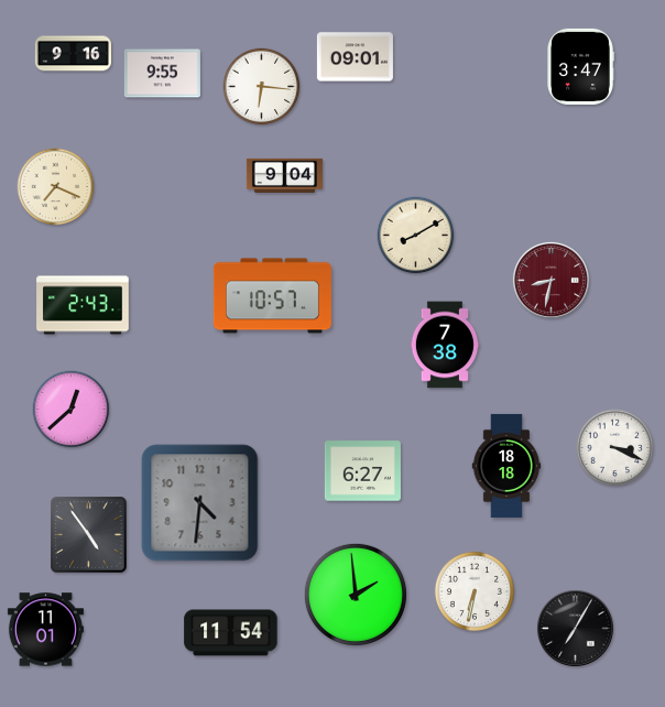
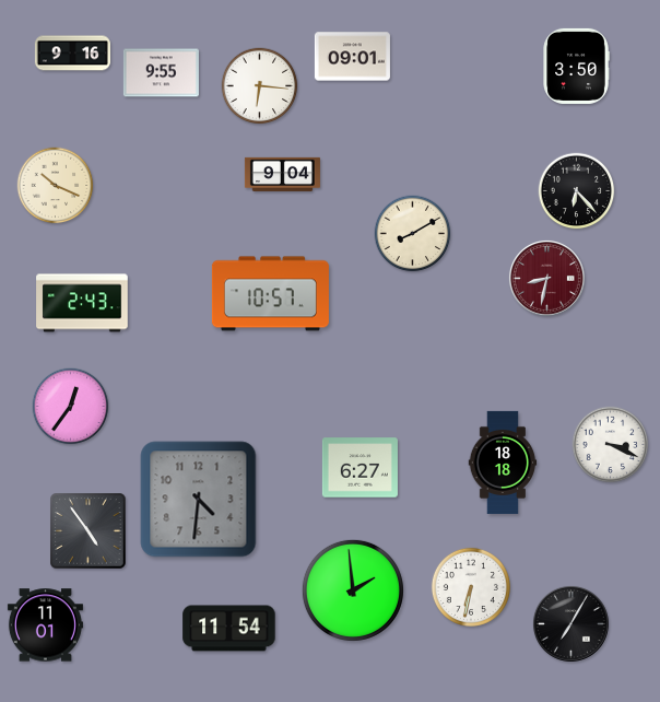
clock at (580, 66): 3:47 -> 3:50
clock at (56, 187): 7:19 -> 10:19
clock at (577, 191): none -> 6:23
clock at (444, 345): 7:38 -> none
clock at (72, 410): 12:38 -> 12:36
